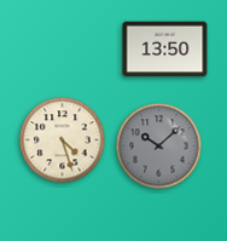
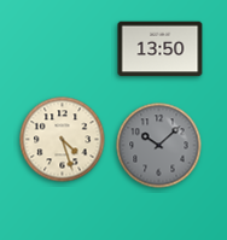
clock at (165, 50) position: (165, 50) -> (161, 49)
